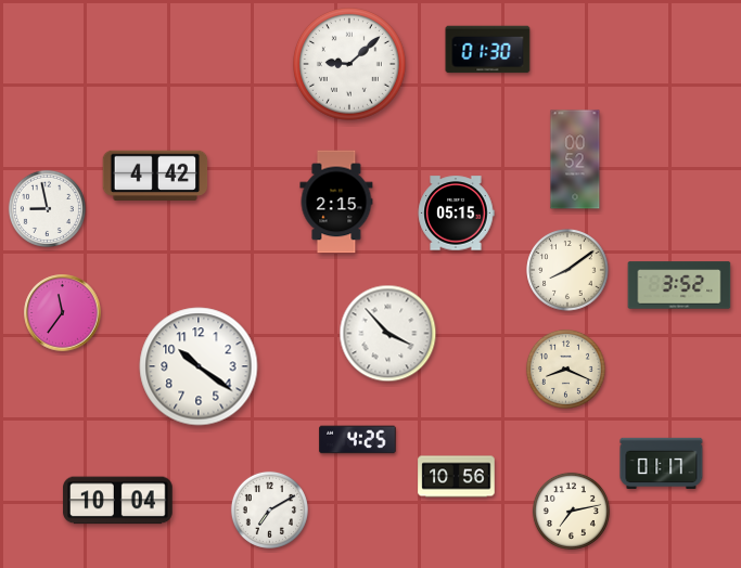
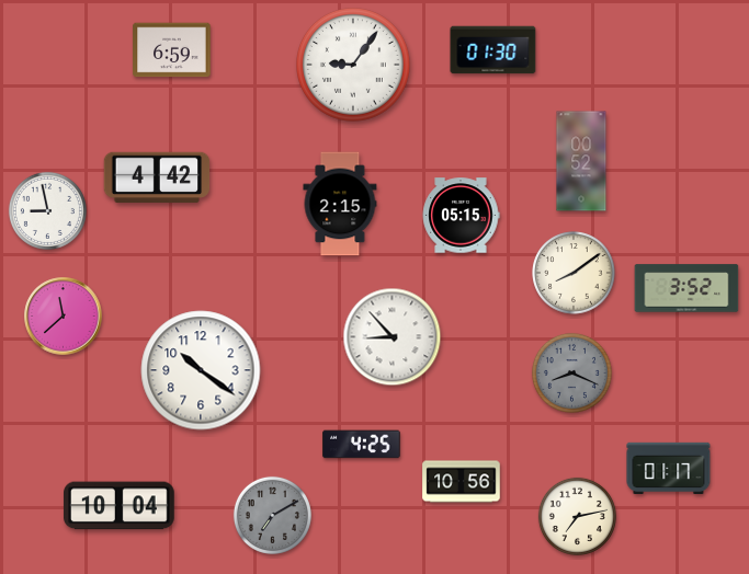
clock at (172, 50): none -> 6:59
clock at (350, 65): 9:08 -> 9:06
clock at (63, 313): 11:36 -> 11:38
clock at (388, 334): 3:53 -> 8:53
clock at (565, 369) dial: cream -> grey
clock at (269, 509) dial: white -> grey
